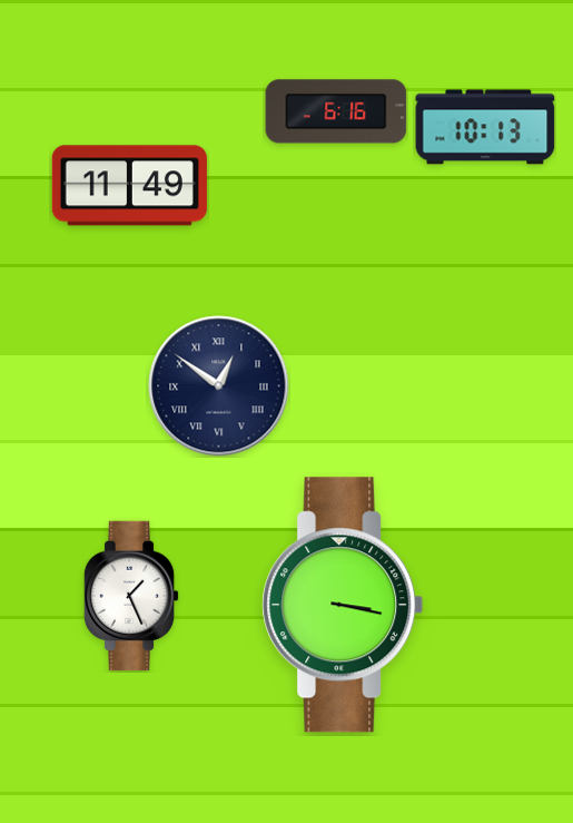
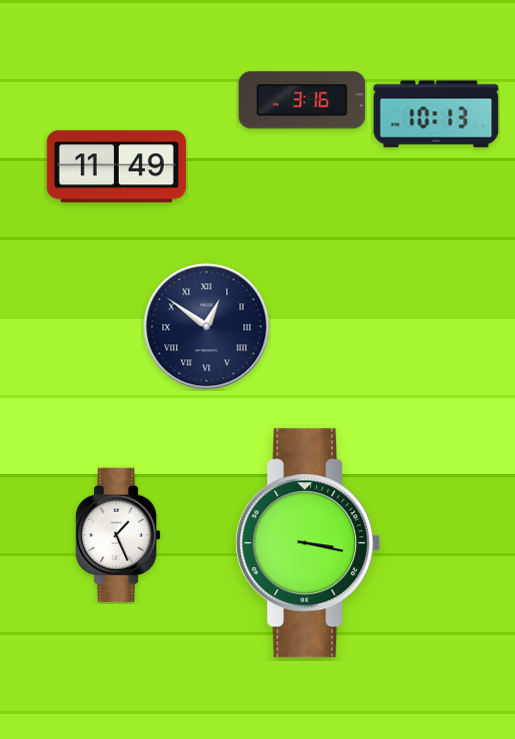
clock at (336, 111): 6:16 -> 3:16
clock at (219, 386) position: (219, 386) -> (207, 327)
